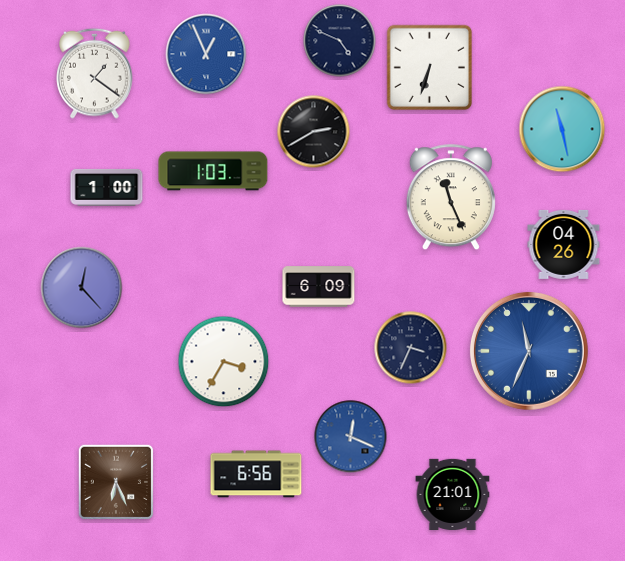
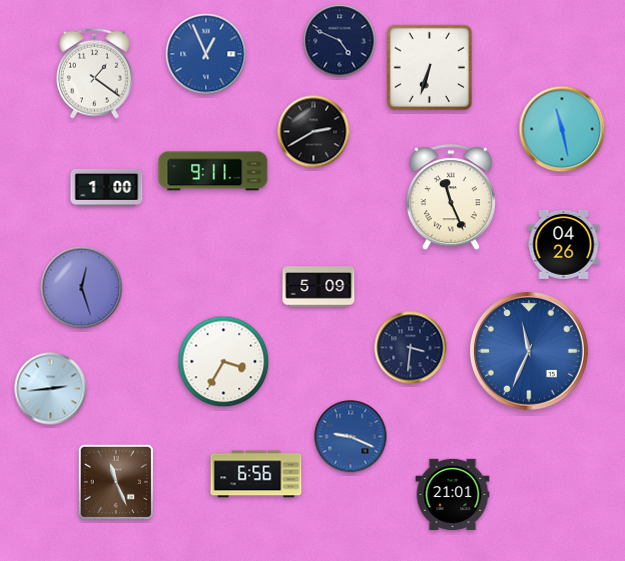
clock at (213, 171): 1:03 -> 9:11
clock at (319, 287): 6:09 -> 5:09
clock at (82, 288): 12:23 -> 12:27
clock at (411, 348): 3:34 -> 3:31
clock at (51, 389): none -> 2:44
clock at (351, 437): 12:19 -> 9:19
clock at (115, 481): 6:26 -> 11:26
